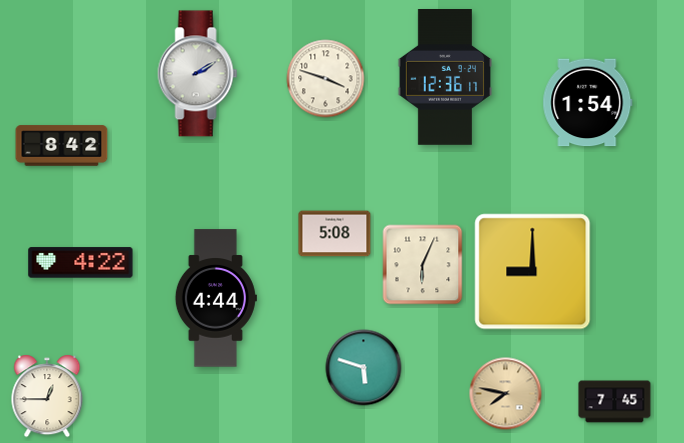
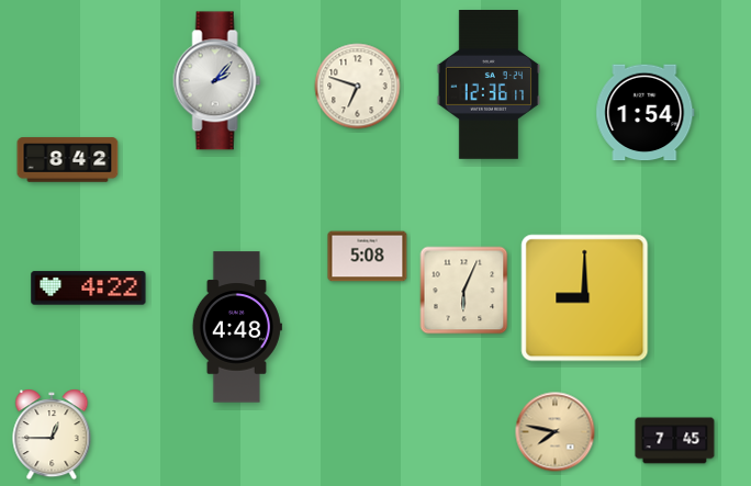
clock at (198, 74): 2:10 -> 2:07
clock at (326, 79): 3:48 -> 6:48
clock at (216, 298): 4:44 -> 4:48
clock at (364, 368): 5:48 -> none
